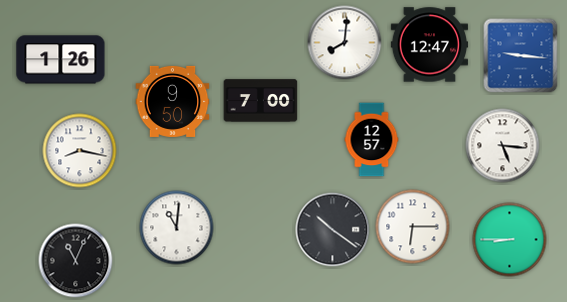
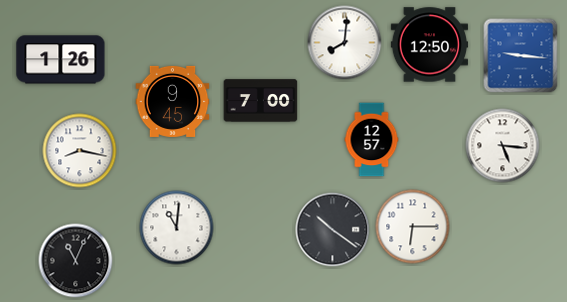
clock at (429, 45): 12:47 -> 12:50
clock at (173, 101): 9:50 -> 9:45
clock at (510, 240): 8:45 -> none
